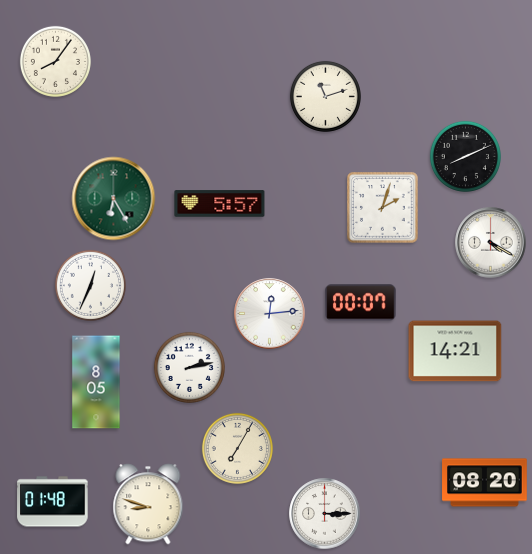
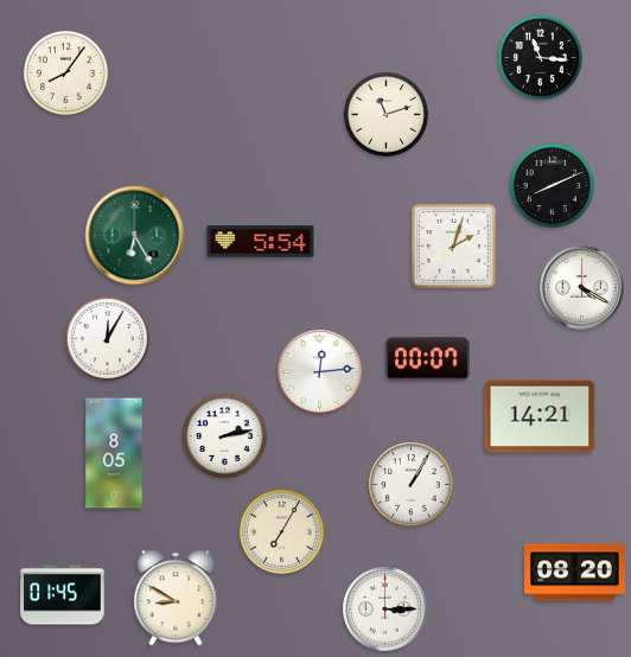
clock at (540, 57): none -> 11:16
clock at (220, 204): 5:57 -> 5:54
clock at (90, 285): 12:34 -> 12:05
clock at (412, 485): none -> 1:05
clock at (53, 502): 01:48 -> 01:45
clock at (148, 504): 8:48 -> 8:50
